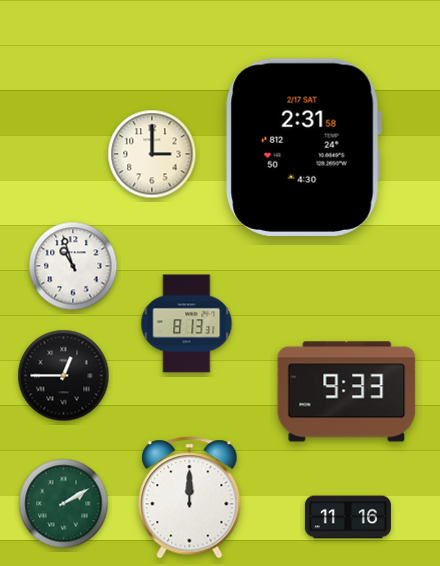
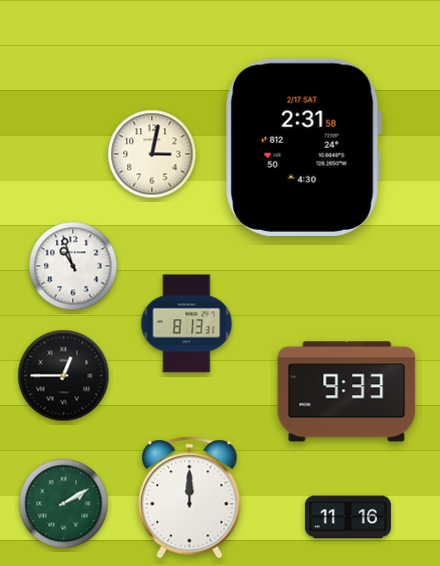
clock at (152, 154): 3:00 -> 3:02
